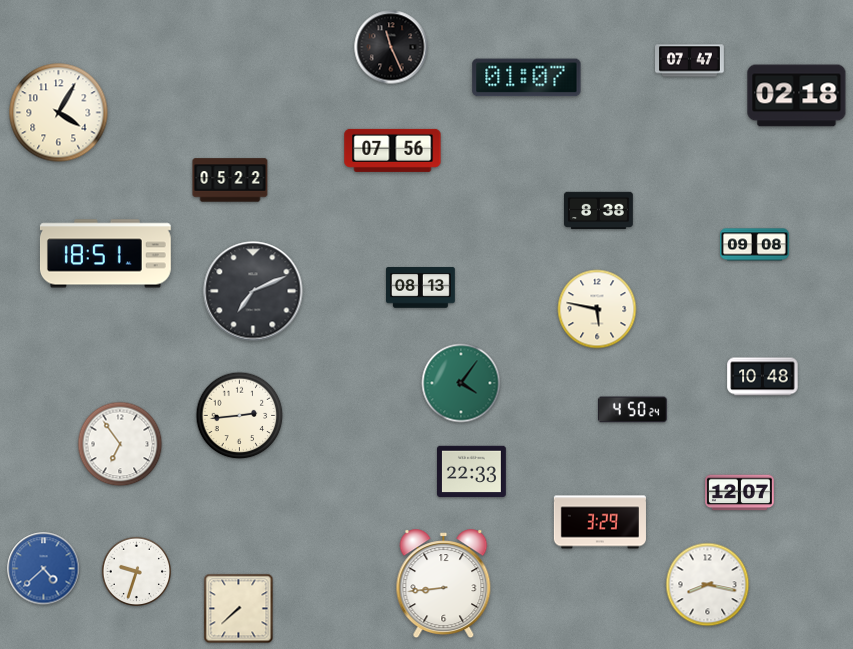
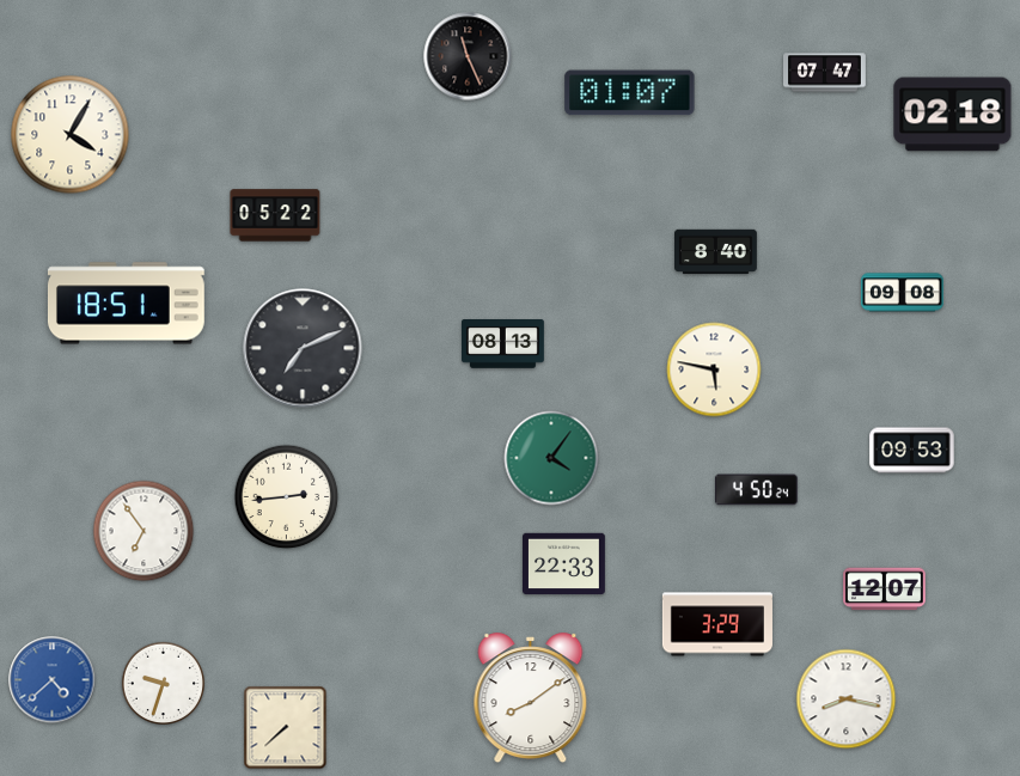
clock at (393, 150): 07:56 -> none
clock at (599, 211): 8:38 -> 8:40
clock at (763, 377): 10:48 -> 09:53
clock at (444, 584): 8:44 -> 8:09
